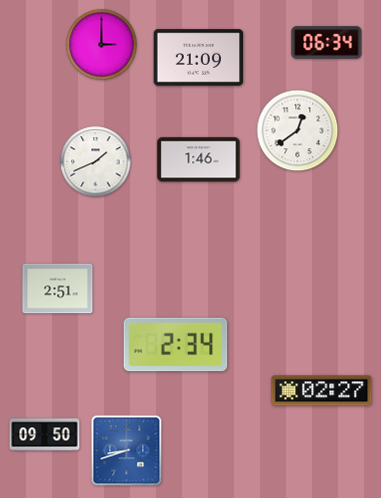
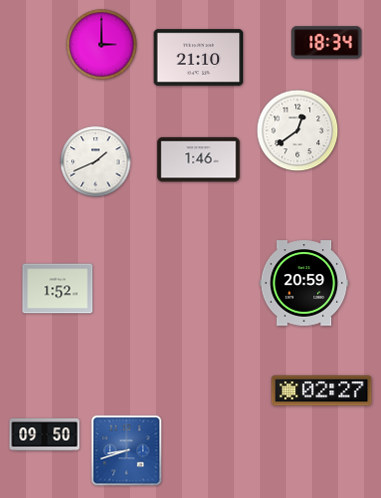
clock at (327, 43): 06:34 -> 18:34
clock at (199, 58): 21:09 -> 21:10
clock at (304, 283): none -> 20:59
clock at (58, 289): 2:51 -> 1:52
clock at (176, 345): 2:34 -> none
